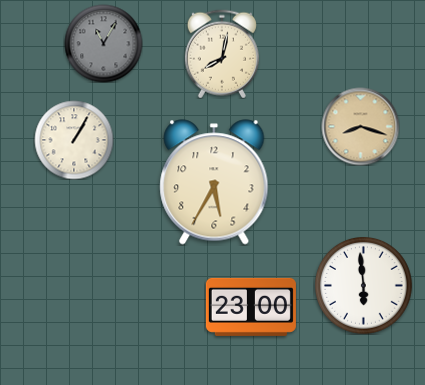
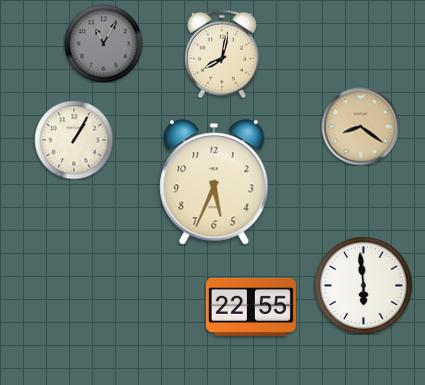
clock at (360, 126): 8:18 -> 8:21
clock at (214, 182): 5:35 -> 5:34
clock at (251, 307): 23:00 -> 22:55
